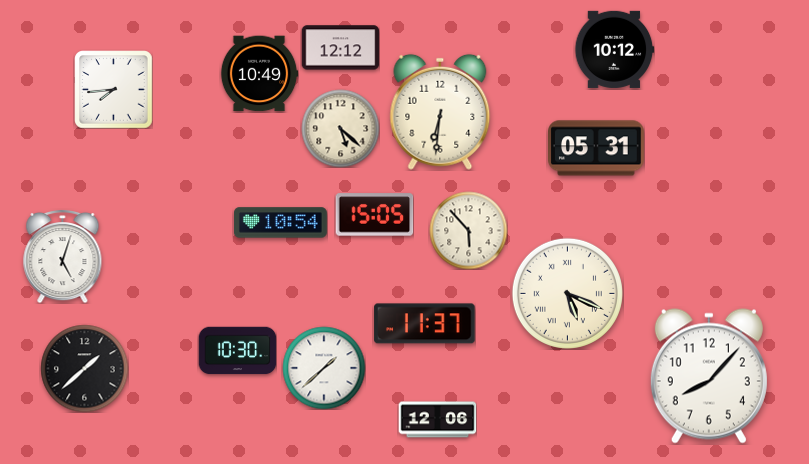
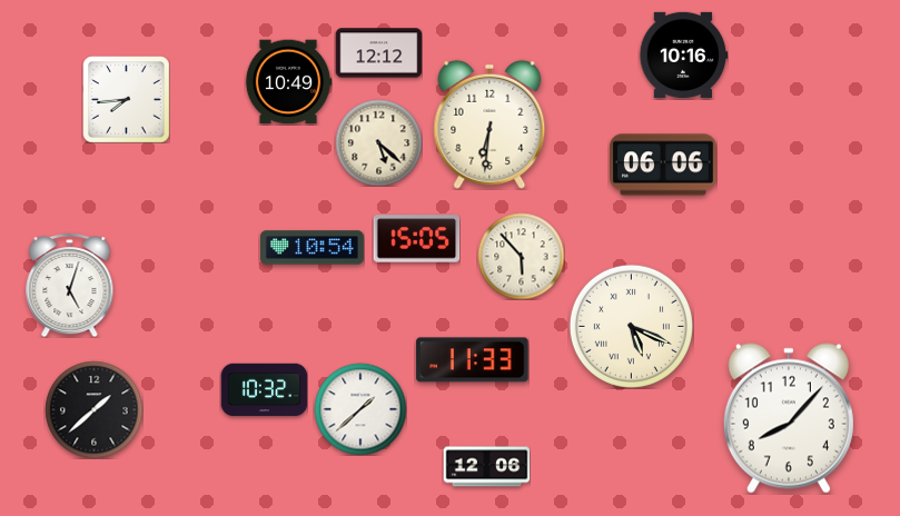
clock at (614, 49): 10:12 -> 10:16
clock at (597, 148): 05:31 -> 06:06
clock at (425, 324): 11:37 -> 11:33
clock at (237, 351): 10:30 -> 10:32
